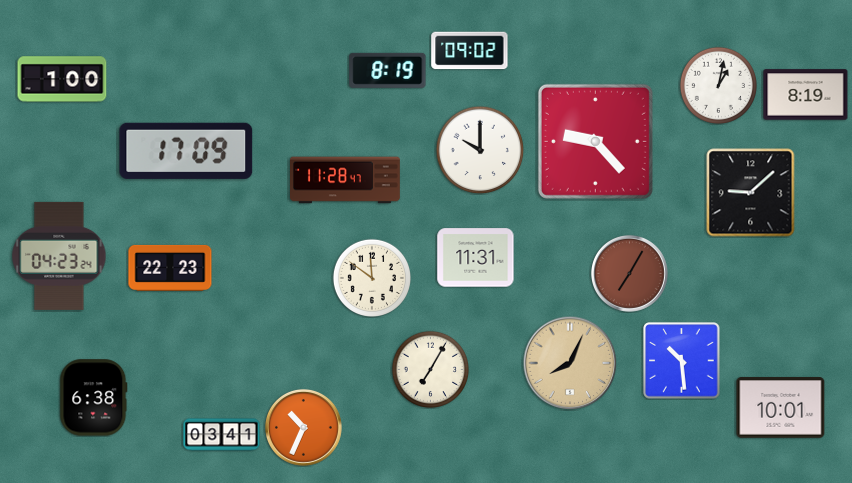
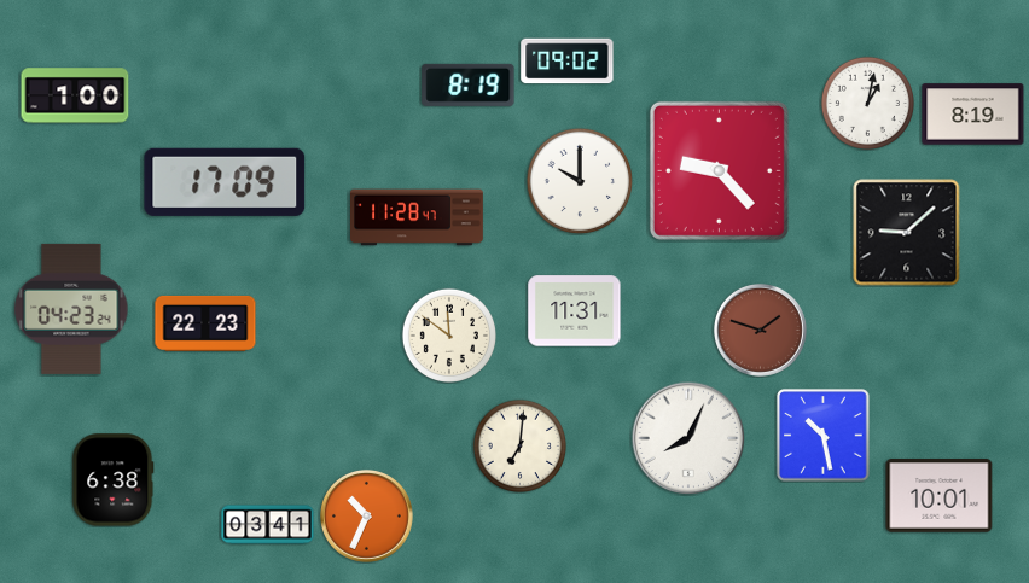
clock at (629, 273): 7:05 -> 1:48
clock at (682, 361): 10:29 -> 10:28
clock at (570, 363) dial: champagne -> white
clock at (430, 369): 7:05 -> 7:01
clock at (781, 408) position: (781, 408) -> (940, 496)
